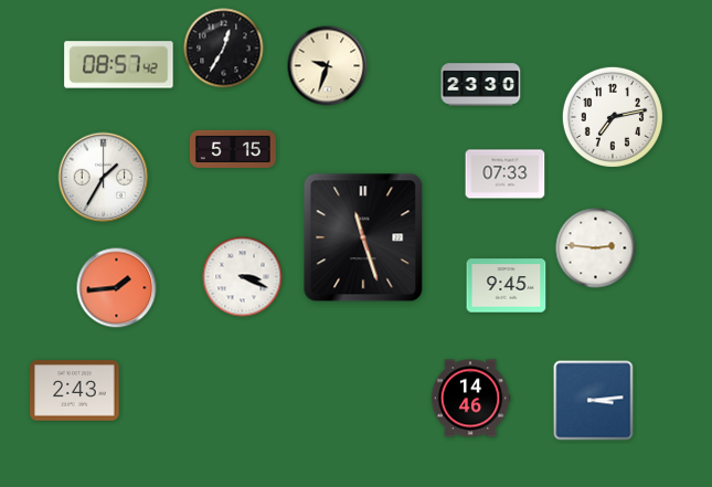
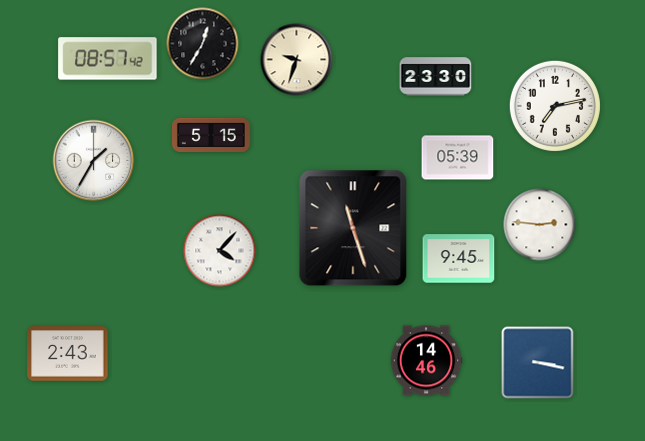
clock at (506, 174): 07:33 -> 05:39
clock at (363, 237) position: (363, 237) -> (353, 228)
clock at (243, 277): 3:19 -> 4:07
clock at (117, 288): 1:44 -> none
clock at (594, 401): 3:14 -> 3:17
